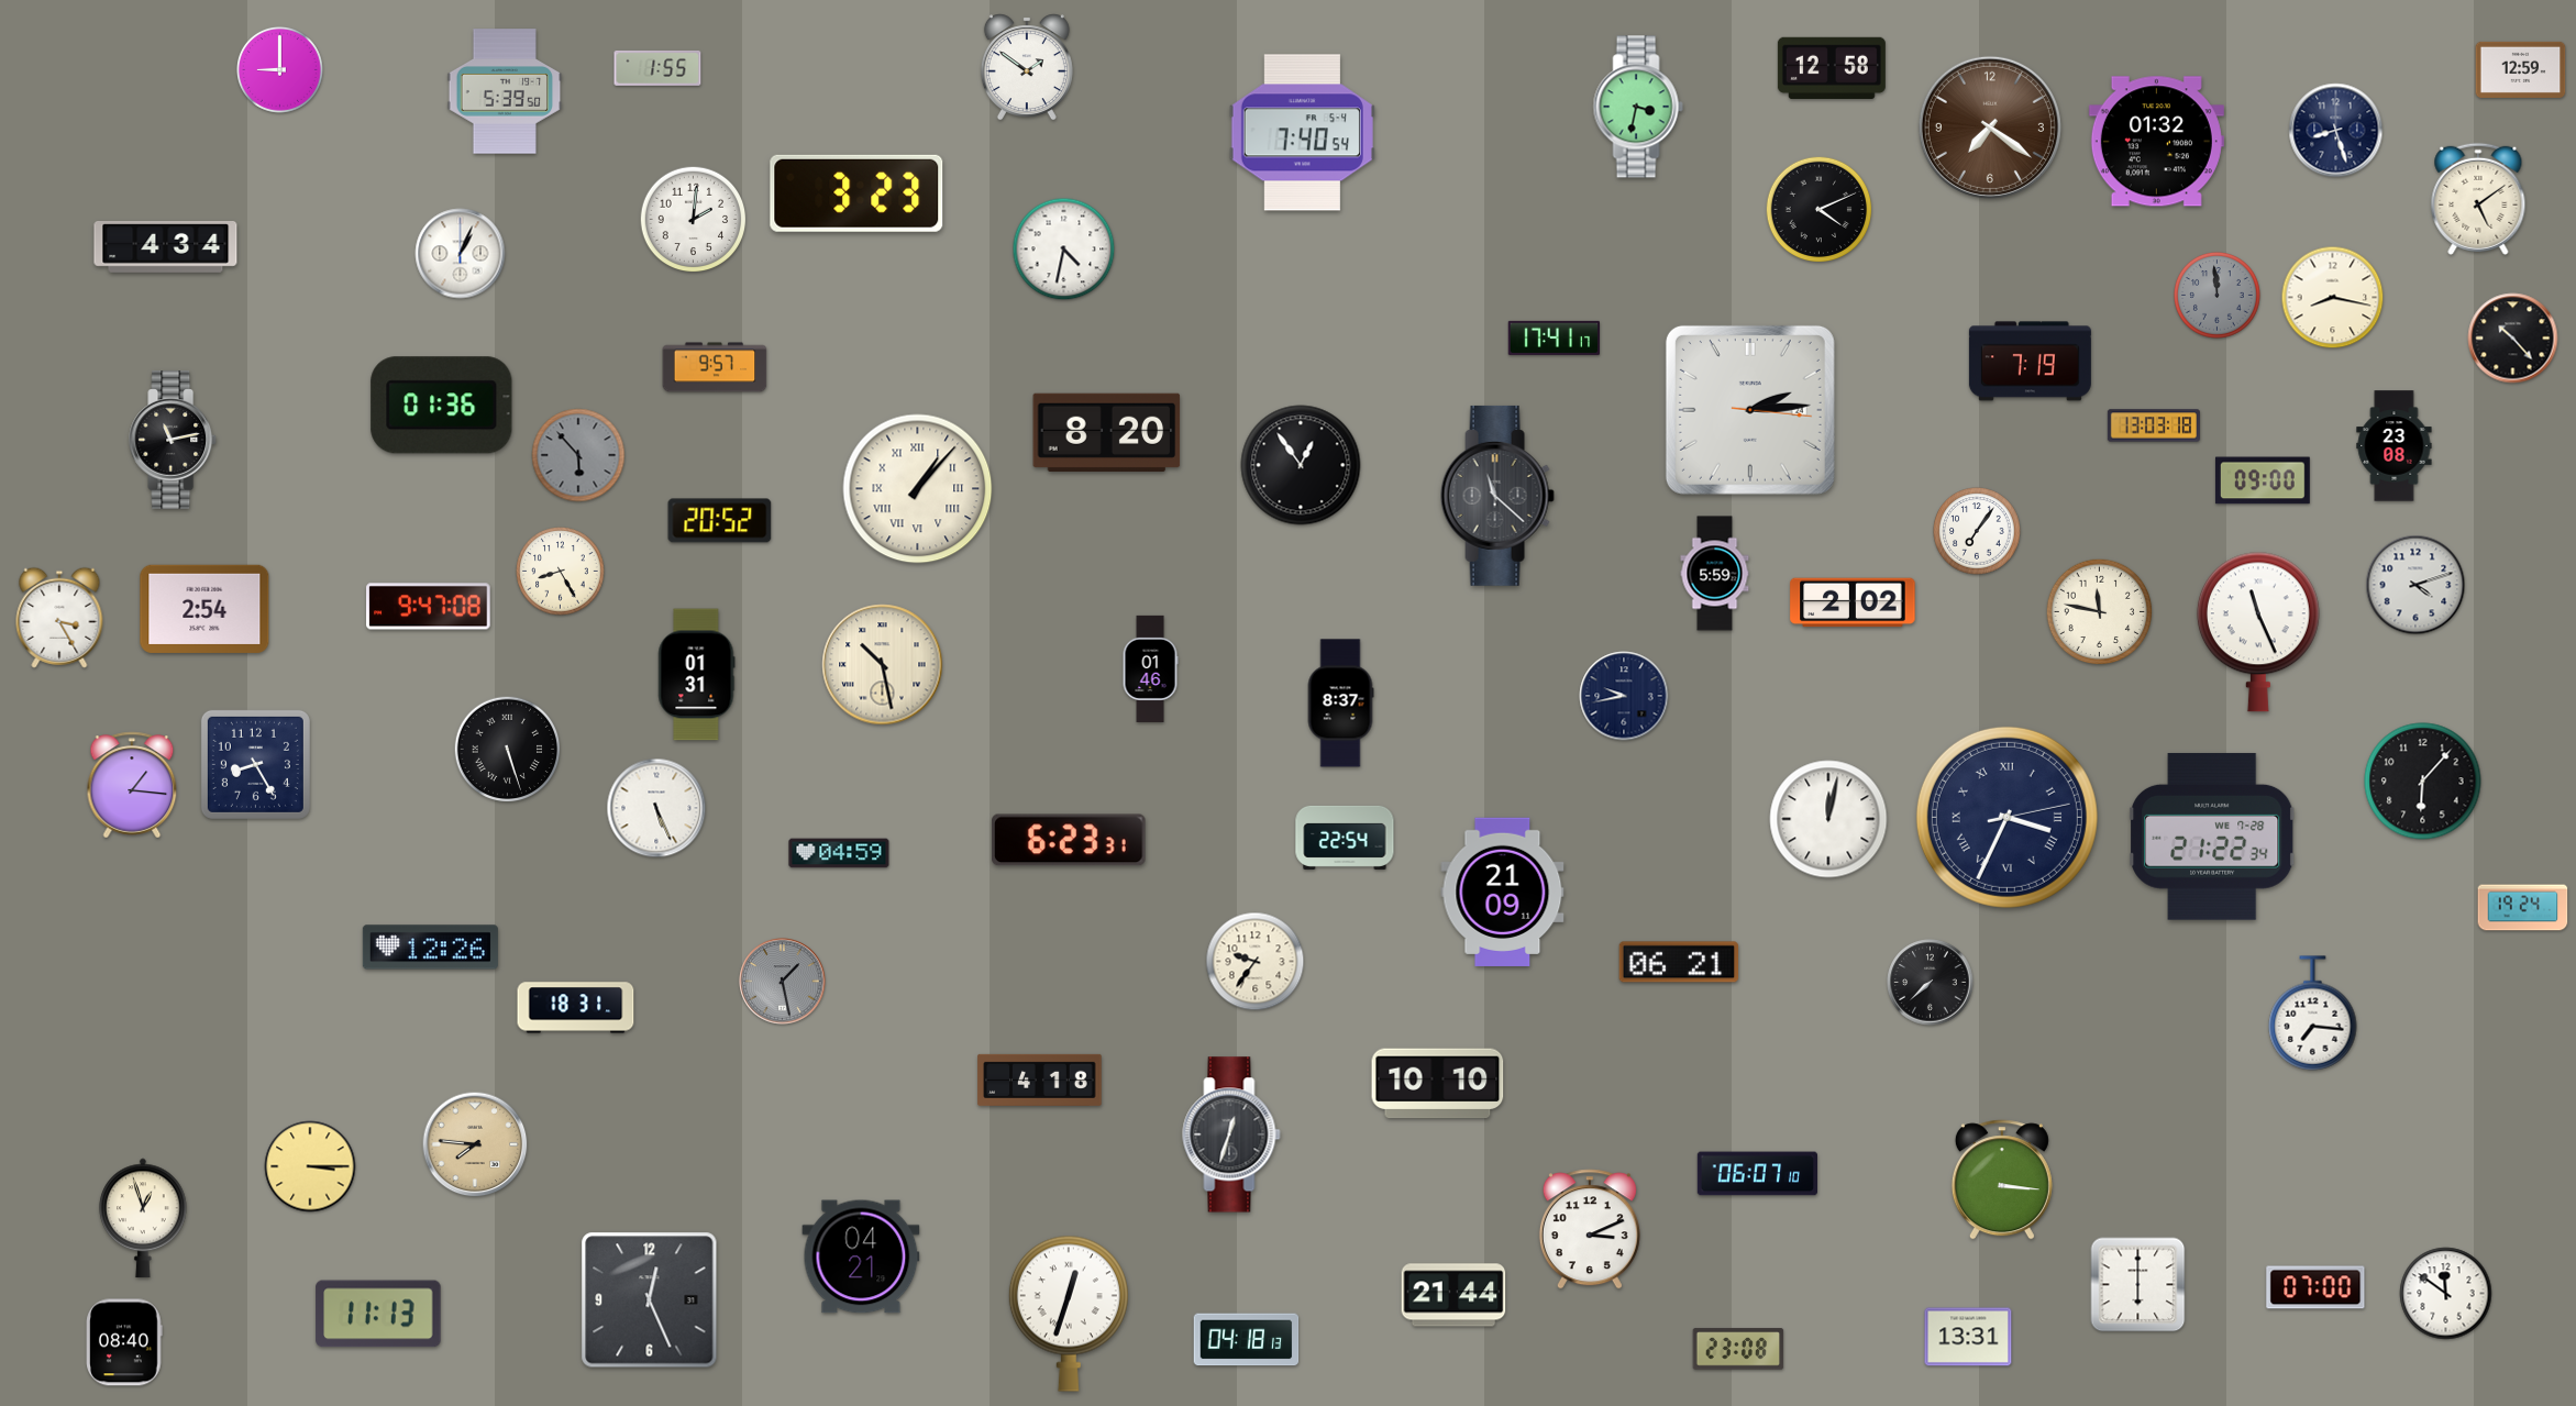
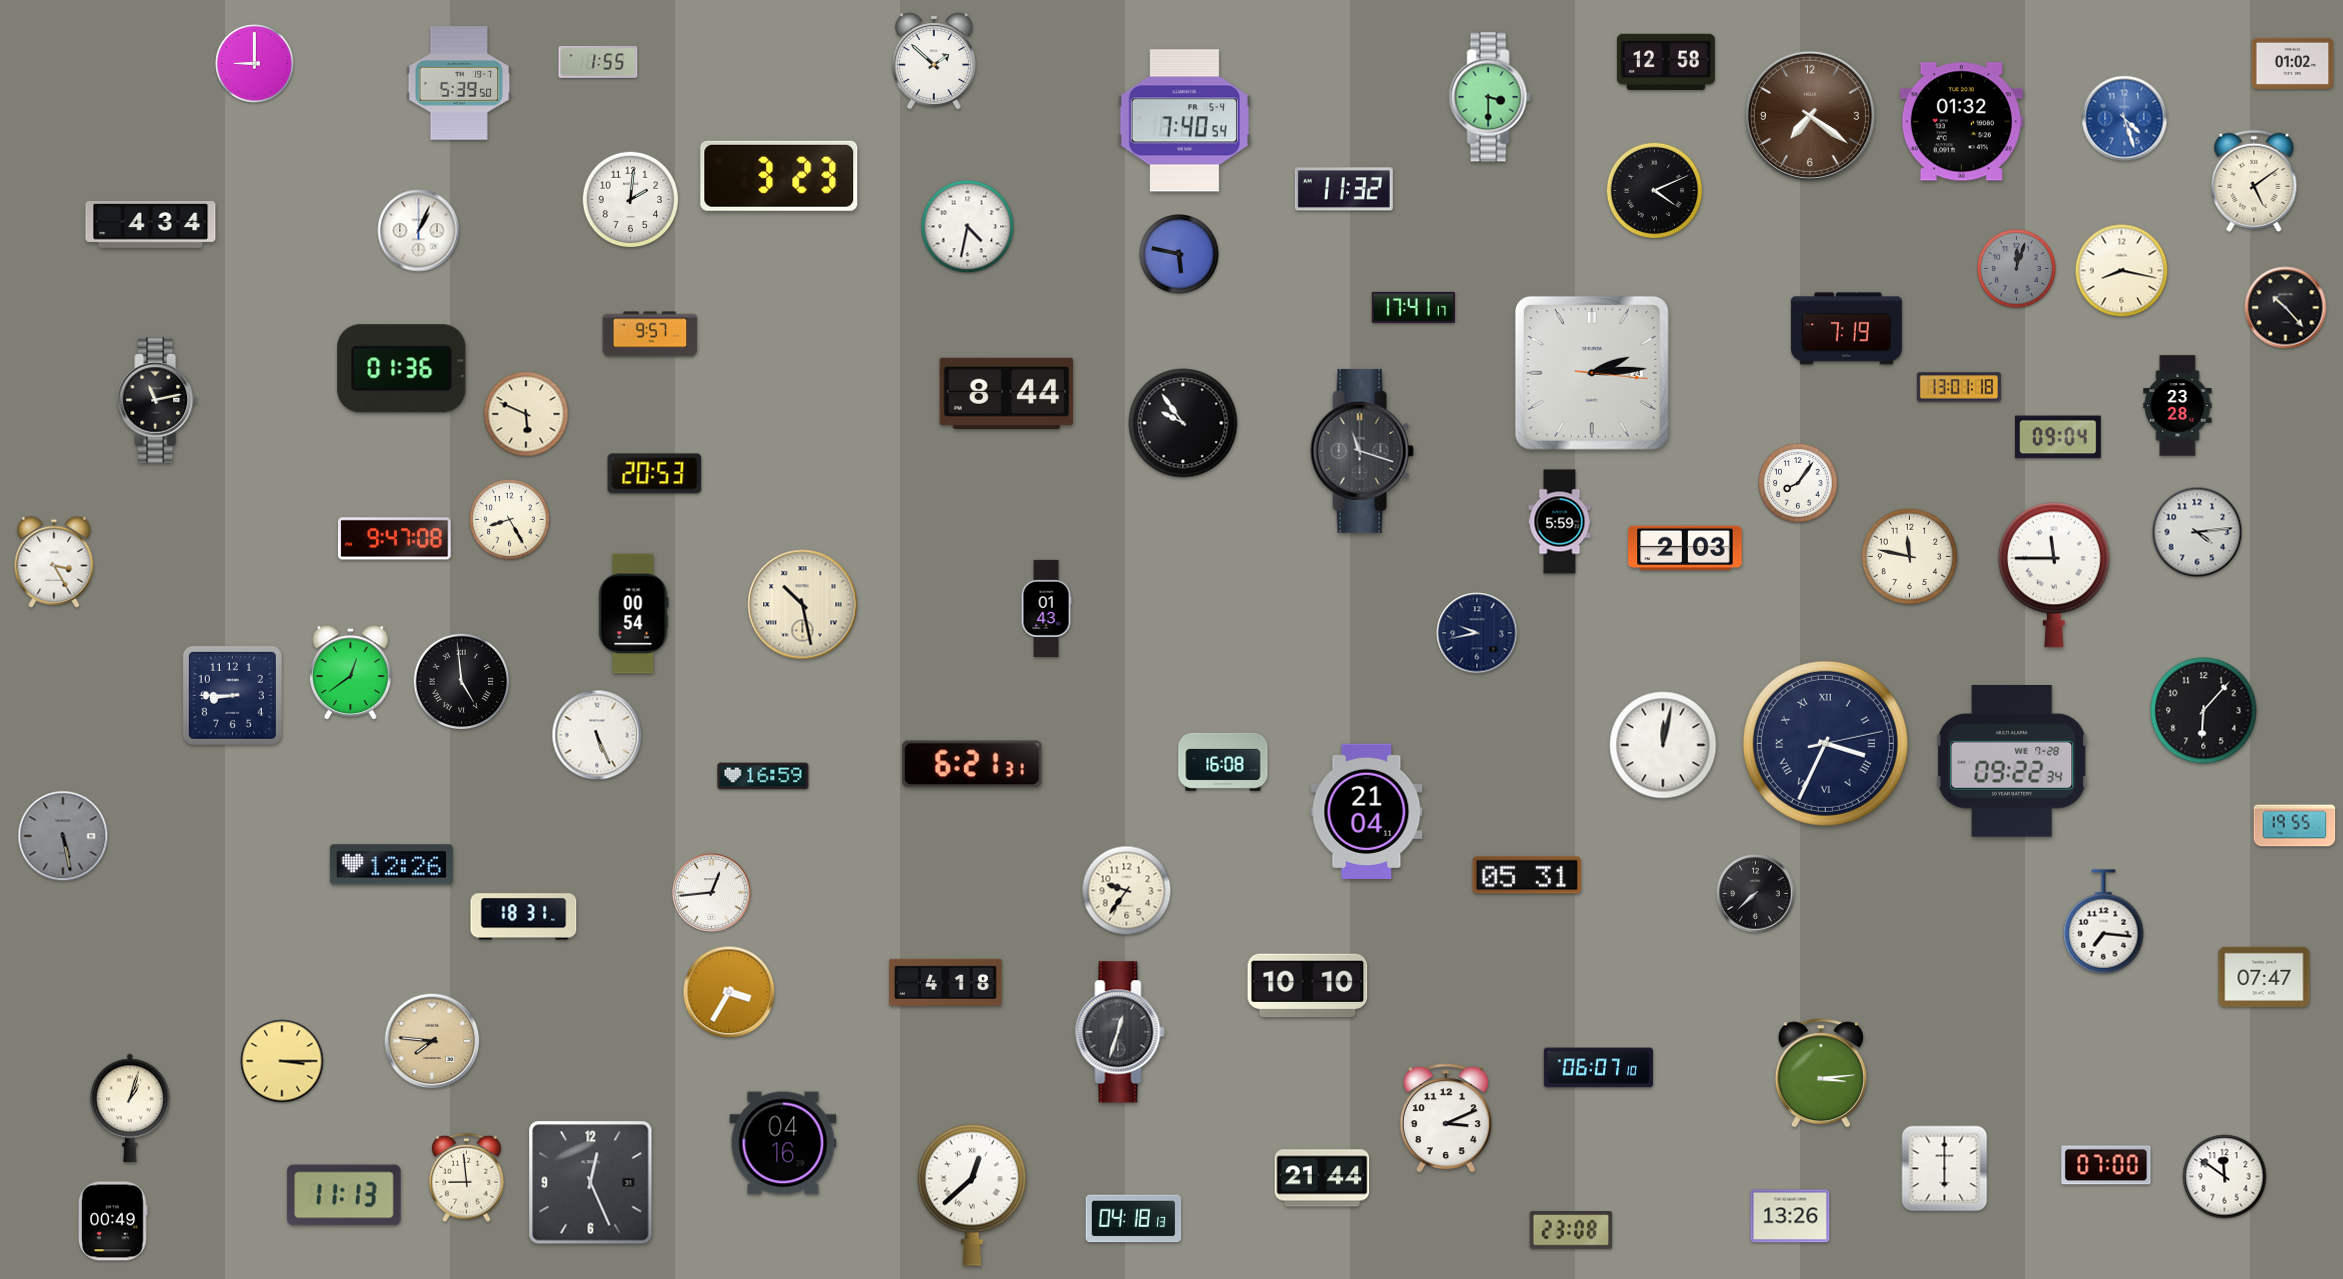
clock at (1027, 67): 1:51 -> 1:52
clock at (2521, 69): 12:59 -> 01:02
clock at (1638, 107): 3:32 -> 3:30
clock at (2336, 131): 8:27 -> 4:27
clock at (2336, 131) dial: navy -> blue
clock at (2156, 142) position: (2156, 142) -> (1961, 122)
clock at (1344, 189): none -> 11:32
clock at (1179, 254): none -> 5:47
clock at (2218, 296): 11:59 -> 12:03
clock at (2154, 425): 13:03 -> 13:01
clock at (1107, 432): 8:20 -> 8:44
clock at (2395, 446): 23:08 -> 23:28
clock at (578, 455): 5:53 -> 5:49
clock at (578, 455) dial: grey -> cream
clock at (1301, 465): 12:54 -> 9:54
clock at (2263, 480): 09:00 -> 09:04
clock at (918, 489): 1:07 -> none
clock at (1497, 496): 11:22 -> 11:18
clock at (720, 521): 20:52 -> 20:53
clock at (1977, 531): 7:06 -> 8:06
clock at (2415, 585): 4:12 -> 4:14
clock at (1853, 602): 2:02 -> 2:03
clock at (429, 607) position: (429, 607) -> (395, 539)
clock at (204, 609): 2:54 -> none
clock at (2258, 632): 11:26 -> 11:45
clock at (1150, 668): 01:46 -> 01:43
clock at (696, 675): 01:31 -> 00:54
clock at (1340, 704): 8:37 -> none
clock at (351, 672): none -> 12:39
clock at (508, 750): 5:27 -> 4:59
clock at (255, 764): 8:25 -> 8:45
clock at (132, 785): 1:16 -> none
clock at (2213, 837): 21:22 -> 09:22
clock at (1345, 838): 22:54 -> 16:08
clock at (1069, 840): 6:23 -> 6:21
clock at (839, 853): 04:59 -> 16:59
clock at (1503, 892): 21:09 -> 21:04
clock at (2523, 908): 19:24 -> 19:55
clock at (63, 836): none -> 5:28
clock at (430, 948) position: (430, 948) -> (391, 865)
clock at (1256, 962) position: (1256, 962) -> (1127, 891)
clock at (1679, 962): 06:21 -> 05:31
clock at (783, 982): 1:28 -> 12:44
clock at (783, 982) dial: grey -> white
clock at (2264, 977): none -> 07:47
clock at (729, 992): none -> 3:35
clock at (2002, 1180): 3:16 -> 3:14
clock at (143, 1218): 12:57 -> 1:03
clock at (861, 1256): 04:21 -> 04:16
clock at (2315, 1287) position: (2315, 1287) -> (2106, 1165)
clock at (467, 1178): none -> 8:59
clock at (1069, 1314): 12:33 -> 12:38
clock at (1968, 1337): 13:31 -> 13:26
clock at (124, 1342): 08:40 -> 00:49
clock at (1738, 1349) position: (1738, 1349) -> (1571, 1230)
